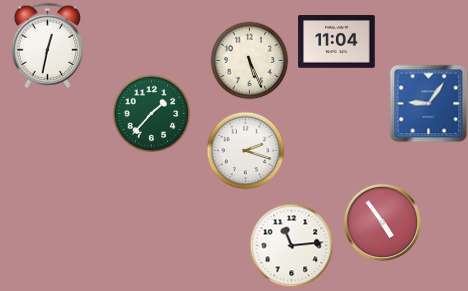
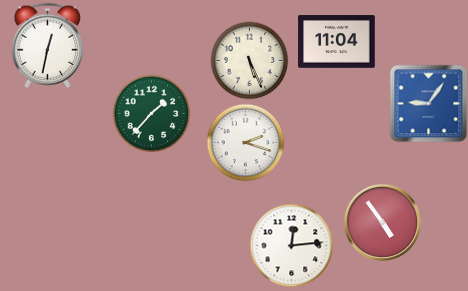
clock at (245, 150) position: (245, 150) -> (245, 142)
clock at (291, 245): 11:14 -> 12:14
